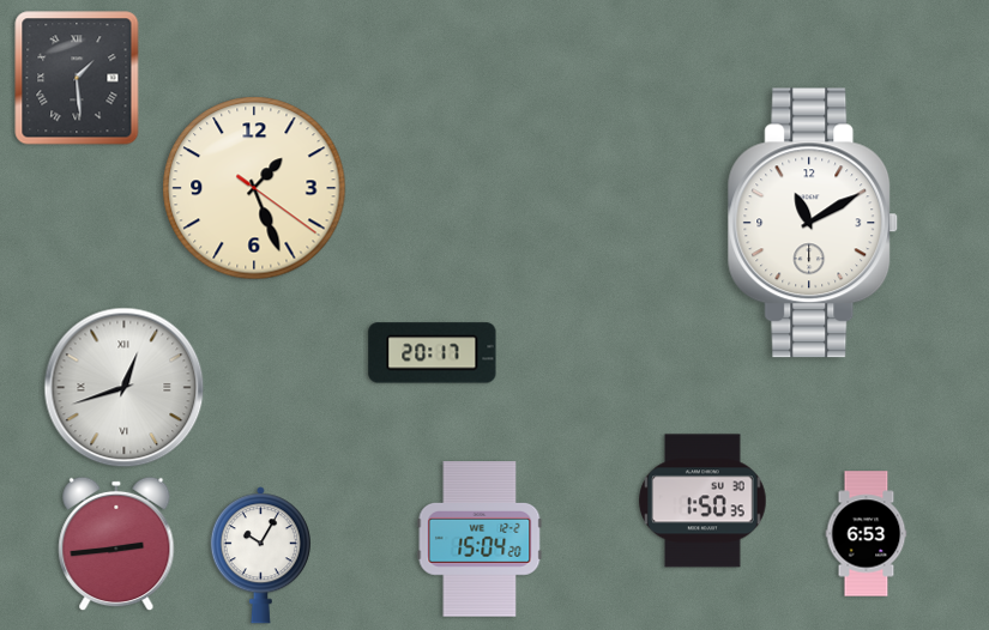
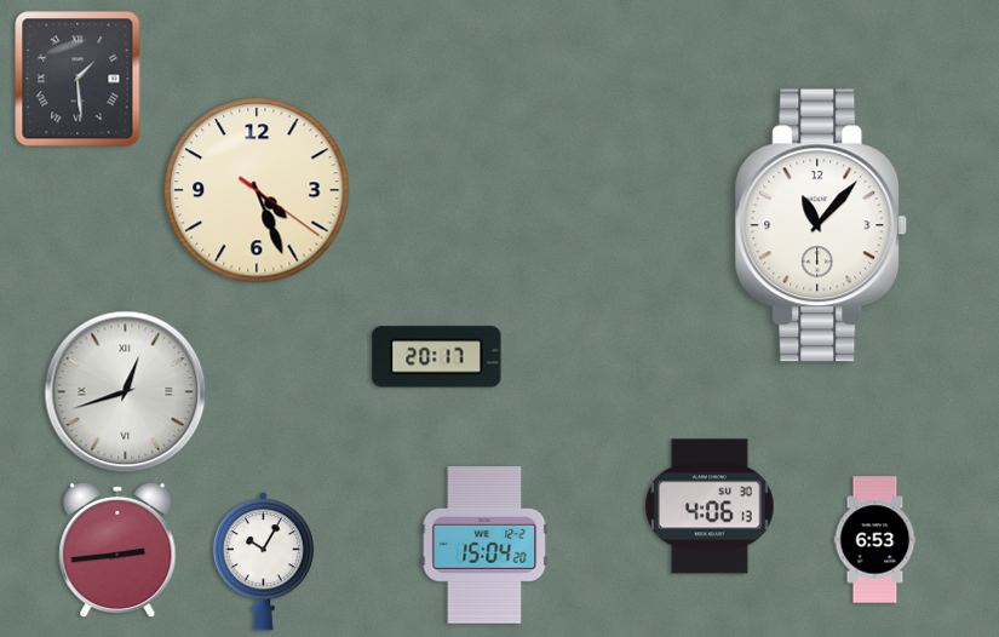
clock at (254, 188): 1:26 -> 4:26
clock at (813, 223): 11:10 -> 11:07
clock at (702, 501): 1:50 -> 4:06
